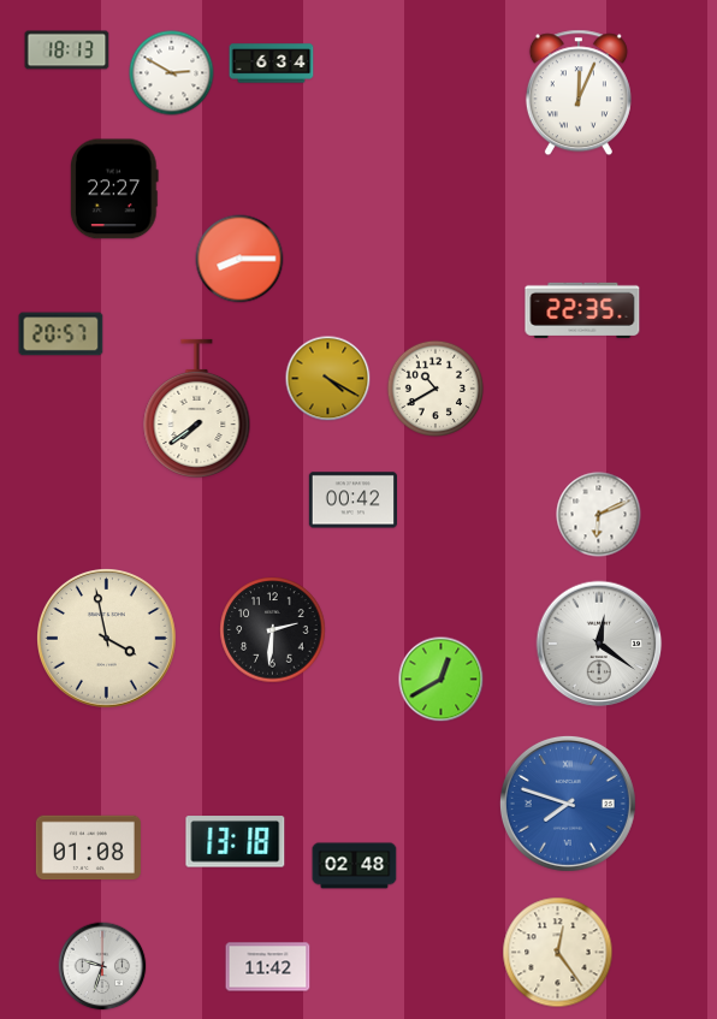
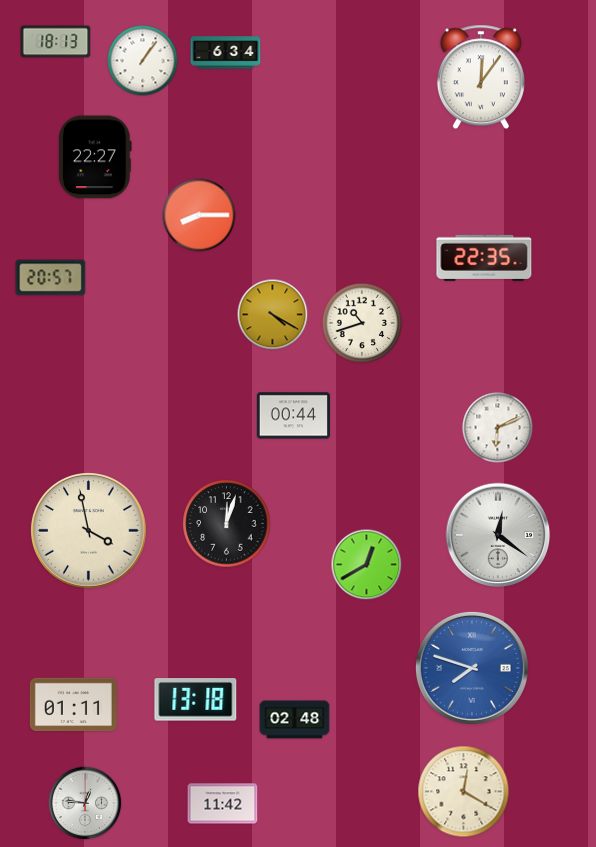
clock at (172, 73): 2:50 -> 1:06
clock at (579, 93): 12:04 -> 12:06
clock at (434, 387): 10:40 -> 10:42
clock at (197, 408): 7:39 -> none
clock at (352, 500): 00:42 -> 00:44
clock at (273, 630): 2:31 -> 12:03
clock at (88, 848): 01:08 -> 01:11
clock at (558, 953): 12:24 -> 12:20
clock at (102, 966): 9:33 -> 12:46
